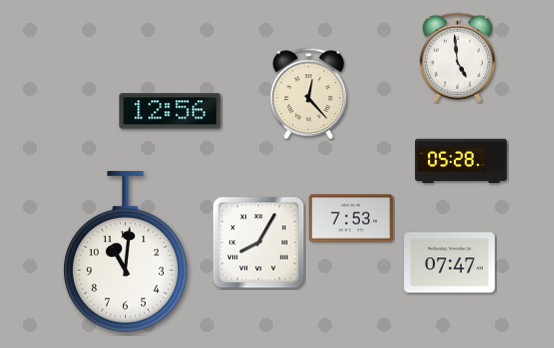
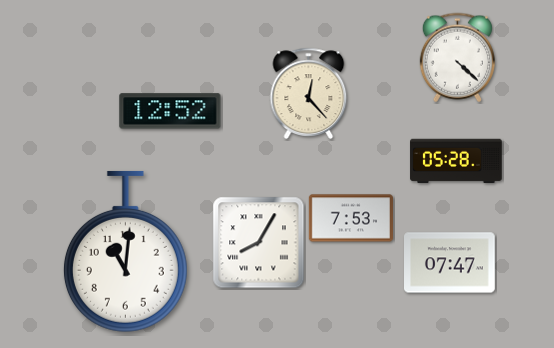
clock at (457, 58): 4:59 -> 4:22
clock at (170, 111): 12:56 -> 12:52
clock at (461, 160) position: (461, 160) -> (456, 160)
